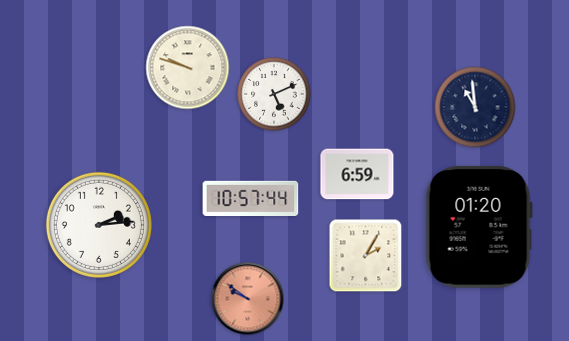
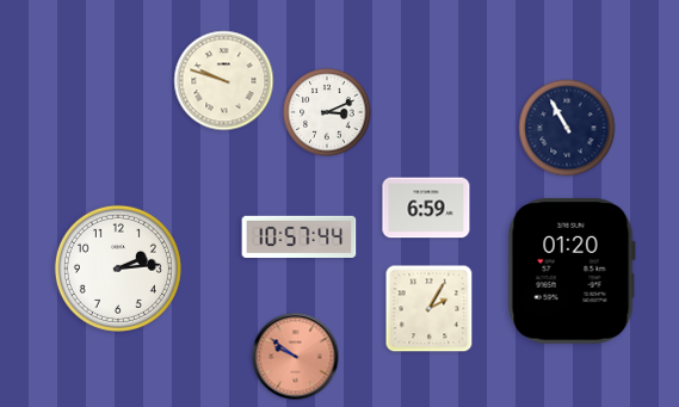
clock at (274, 94): 5:11 -> 3:11
clock at (475, 107): 10:59 -> 10:55
clock at (366, 256) position: (366, 256) -> (430, 309)
